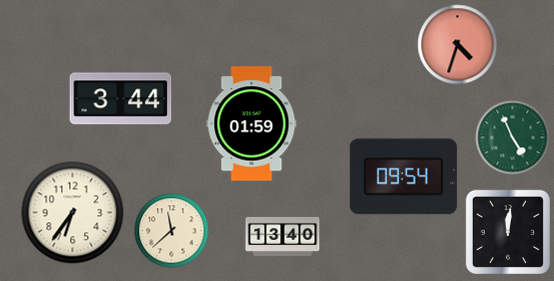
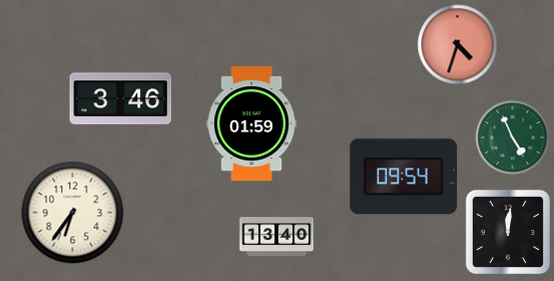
clock at (121, 99): 3:44 -> 3:46
clock at (172, 231): 11:38 -> none
clock at (283, 236) position: (283, 236) -> (277, 236)
